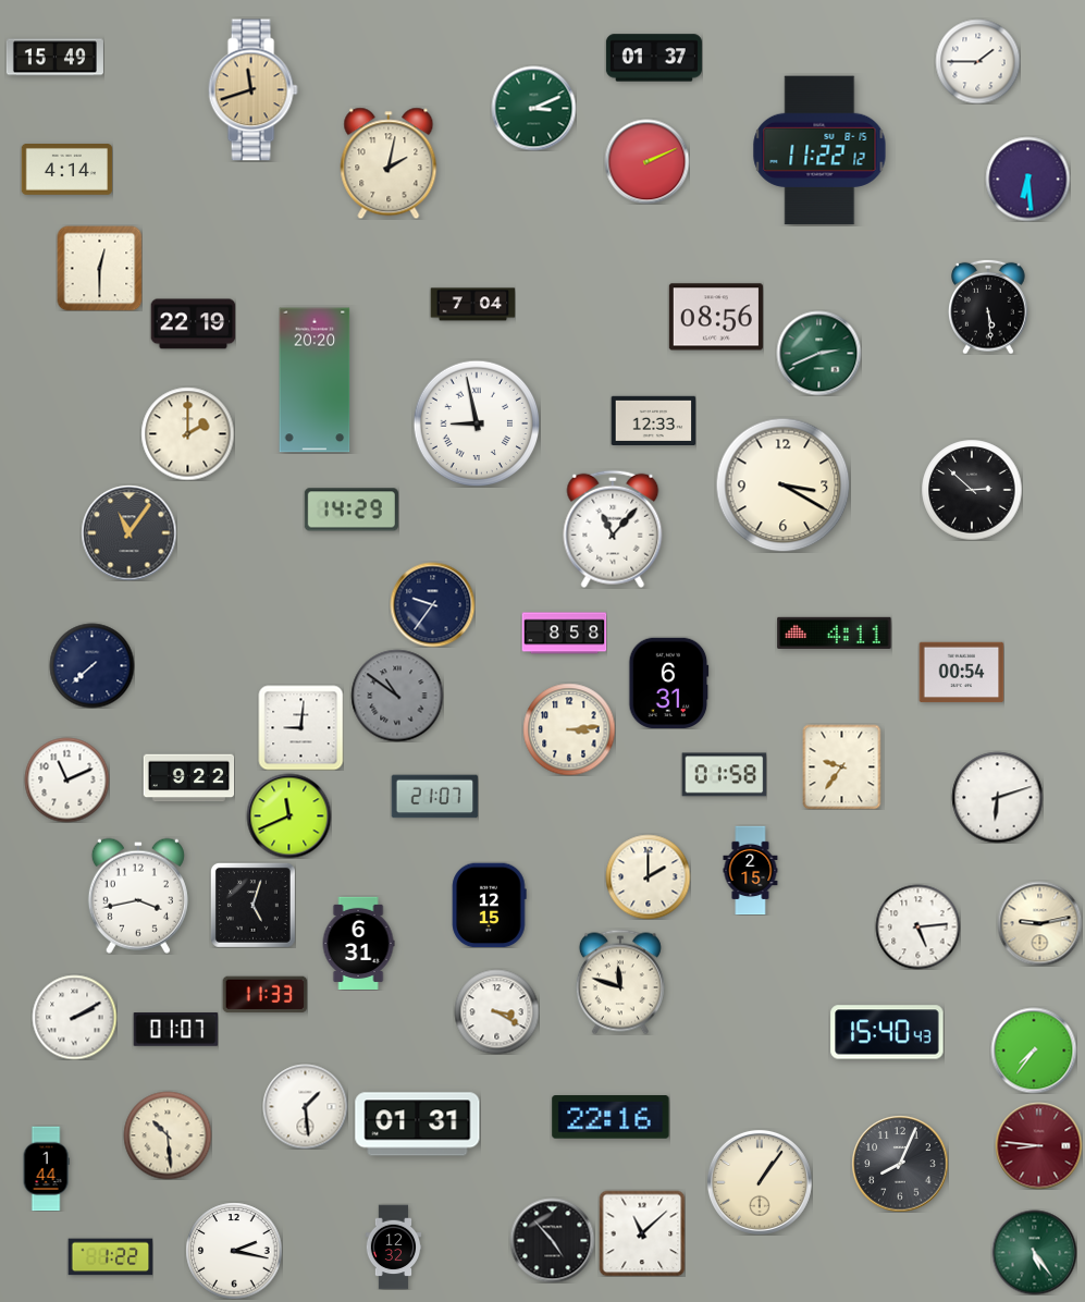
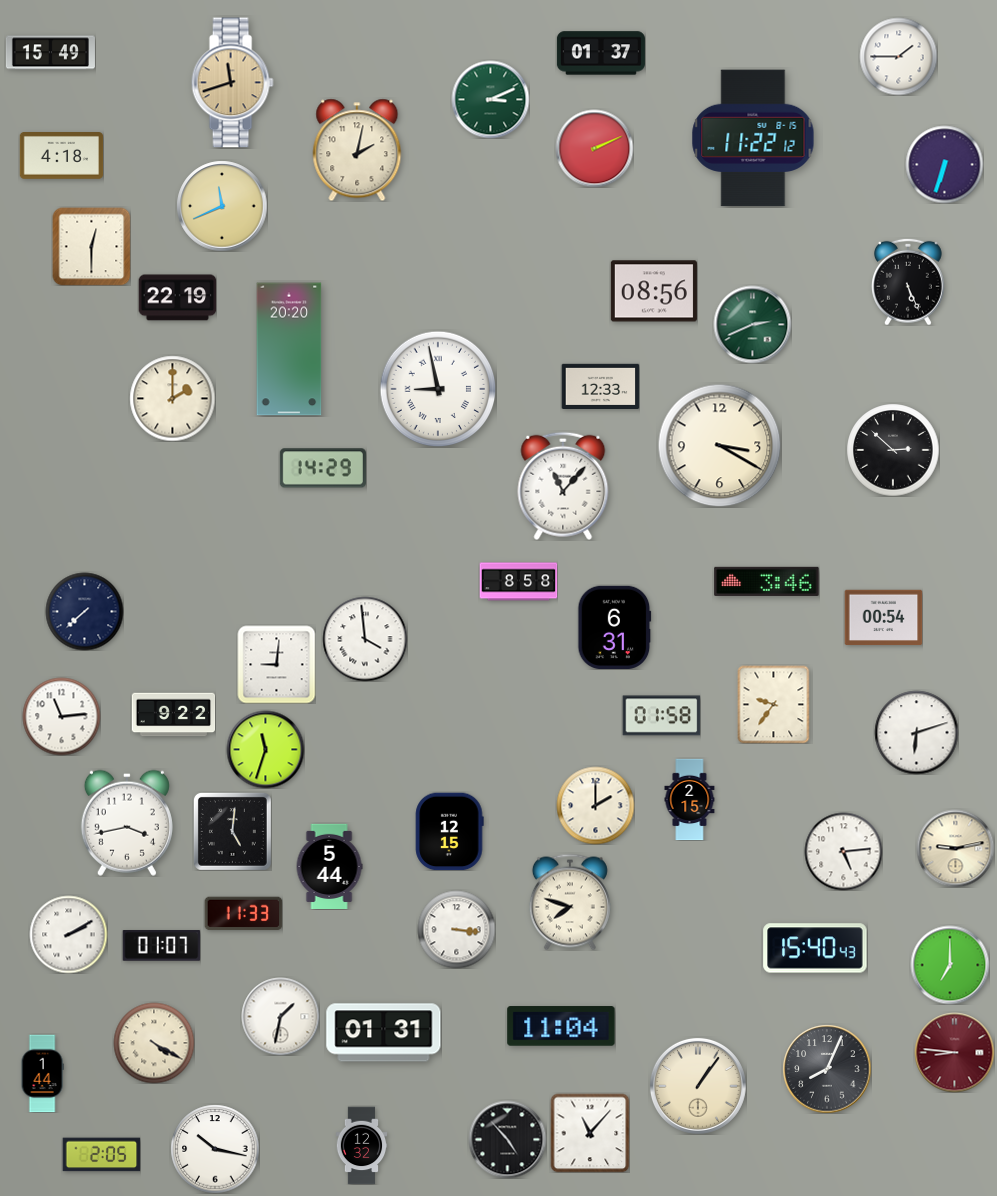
clock at (66, 170): 4:14 -> 4:18
clock at (1027, 179): 6:29 -> 6:33
clock at (222, 206): none -> 11:41
clock at (472, 305): 7:04 -> none
clock at (989, 307): 5:29 -> 5:26
clock at (716, 317) position: (716, 317) -> (654, 291)
clock at (128, 532): 11:06 -> none
clock at (432, 604): 9:36 -> none
clock at (835, 632): 4:11 -> 3:46
clock at (397, 696): 10:51 -> 3:59
clock at (397, 696) dial: grey -> white
clock at (300, 727) position: (300, 727) -> (276, 664)
clock at (569, 729): 3:14 -> none
clock at (724, 775) position: (724, 775) -> (661, 716)
clock at (66, 779): 11:11 -> 11:14
clock at (434, 797): 21:07 -> none
clock at (288, 815): 11:41 -> 11:33
clock at (252, 905): 5:03 -> 5:01
clock at (358, 943): 6:31 -> 5:44
clock at (620, 982): 11:48 -> 7:48
clock at (496, 1011): 3:20 -> 3:16
clock at (1034, 1051): 7:36 -> 7:00
clock at (305, 1106): 1:29 -> 1:32
clock at (611, 1117): 22:16 -> 11:04
clock at (168, 1135): 10:29 -> 4:20
clock at (642, 1233): 11:08 -> 11:07
clock at (234, 1251): 2:17 -> 10:17
clock at (1034, 1252): 5:24 -> none
clock at (110, 1257): 1:22 -> 2:05
